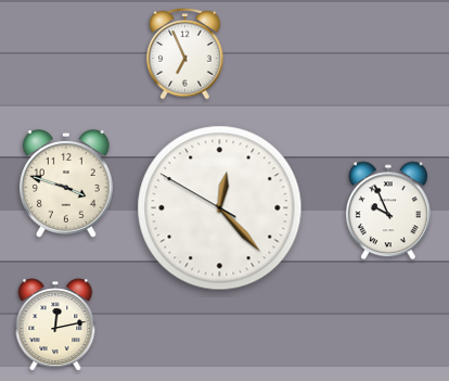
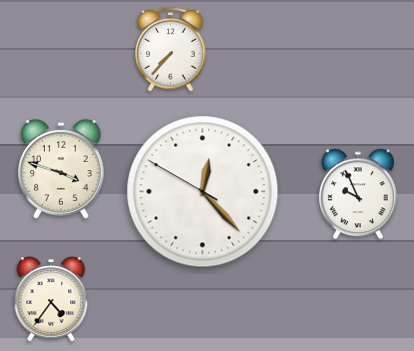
clock at (185, 54): 6:56 -> 7:37
clock at (55, 325): 12:13 -> 4:36
